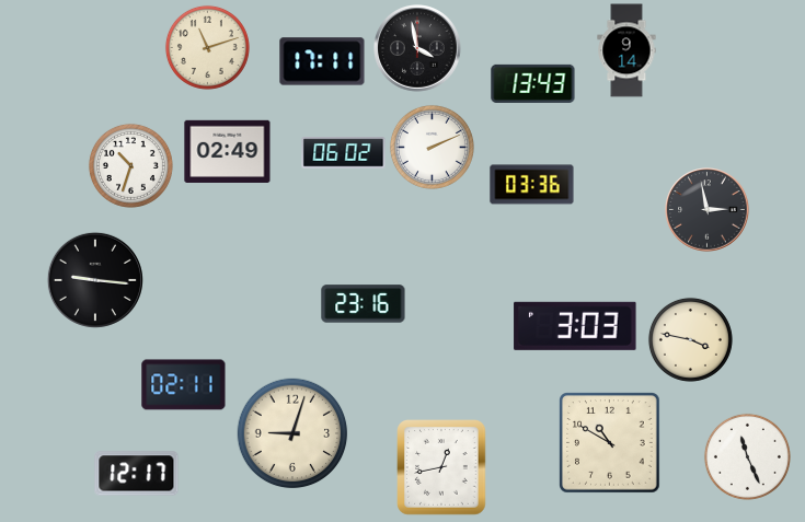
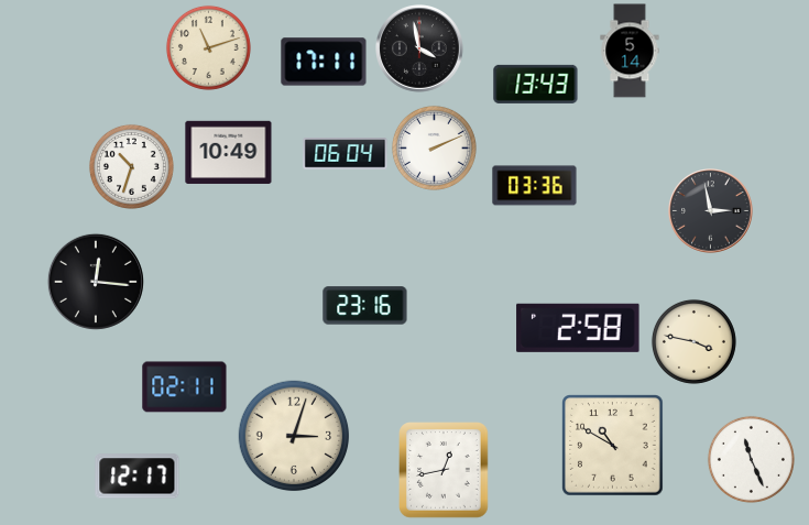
clock at (626, 50): 9:14 -> 5:14
clock at (228, 151): 02:49 -> 10:49
clock at (344, 153): 06:02 -> 06:04
clock at (95, 280): 9:16 -> 12:16
clock at (575, 326): 3:03 -> 2:58
clock at (292, 433): 9:03 -> 3:03
